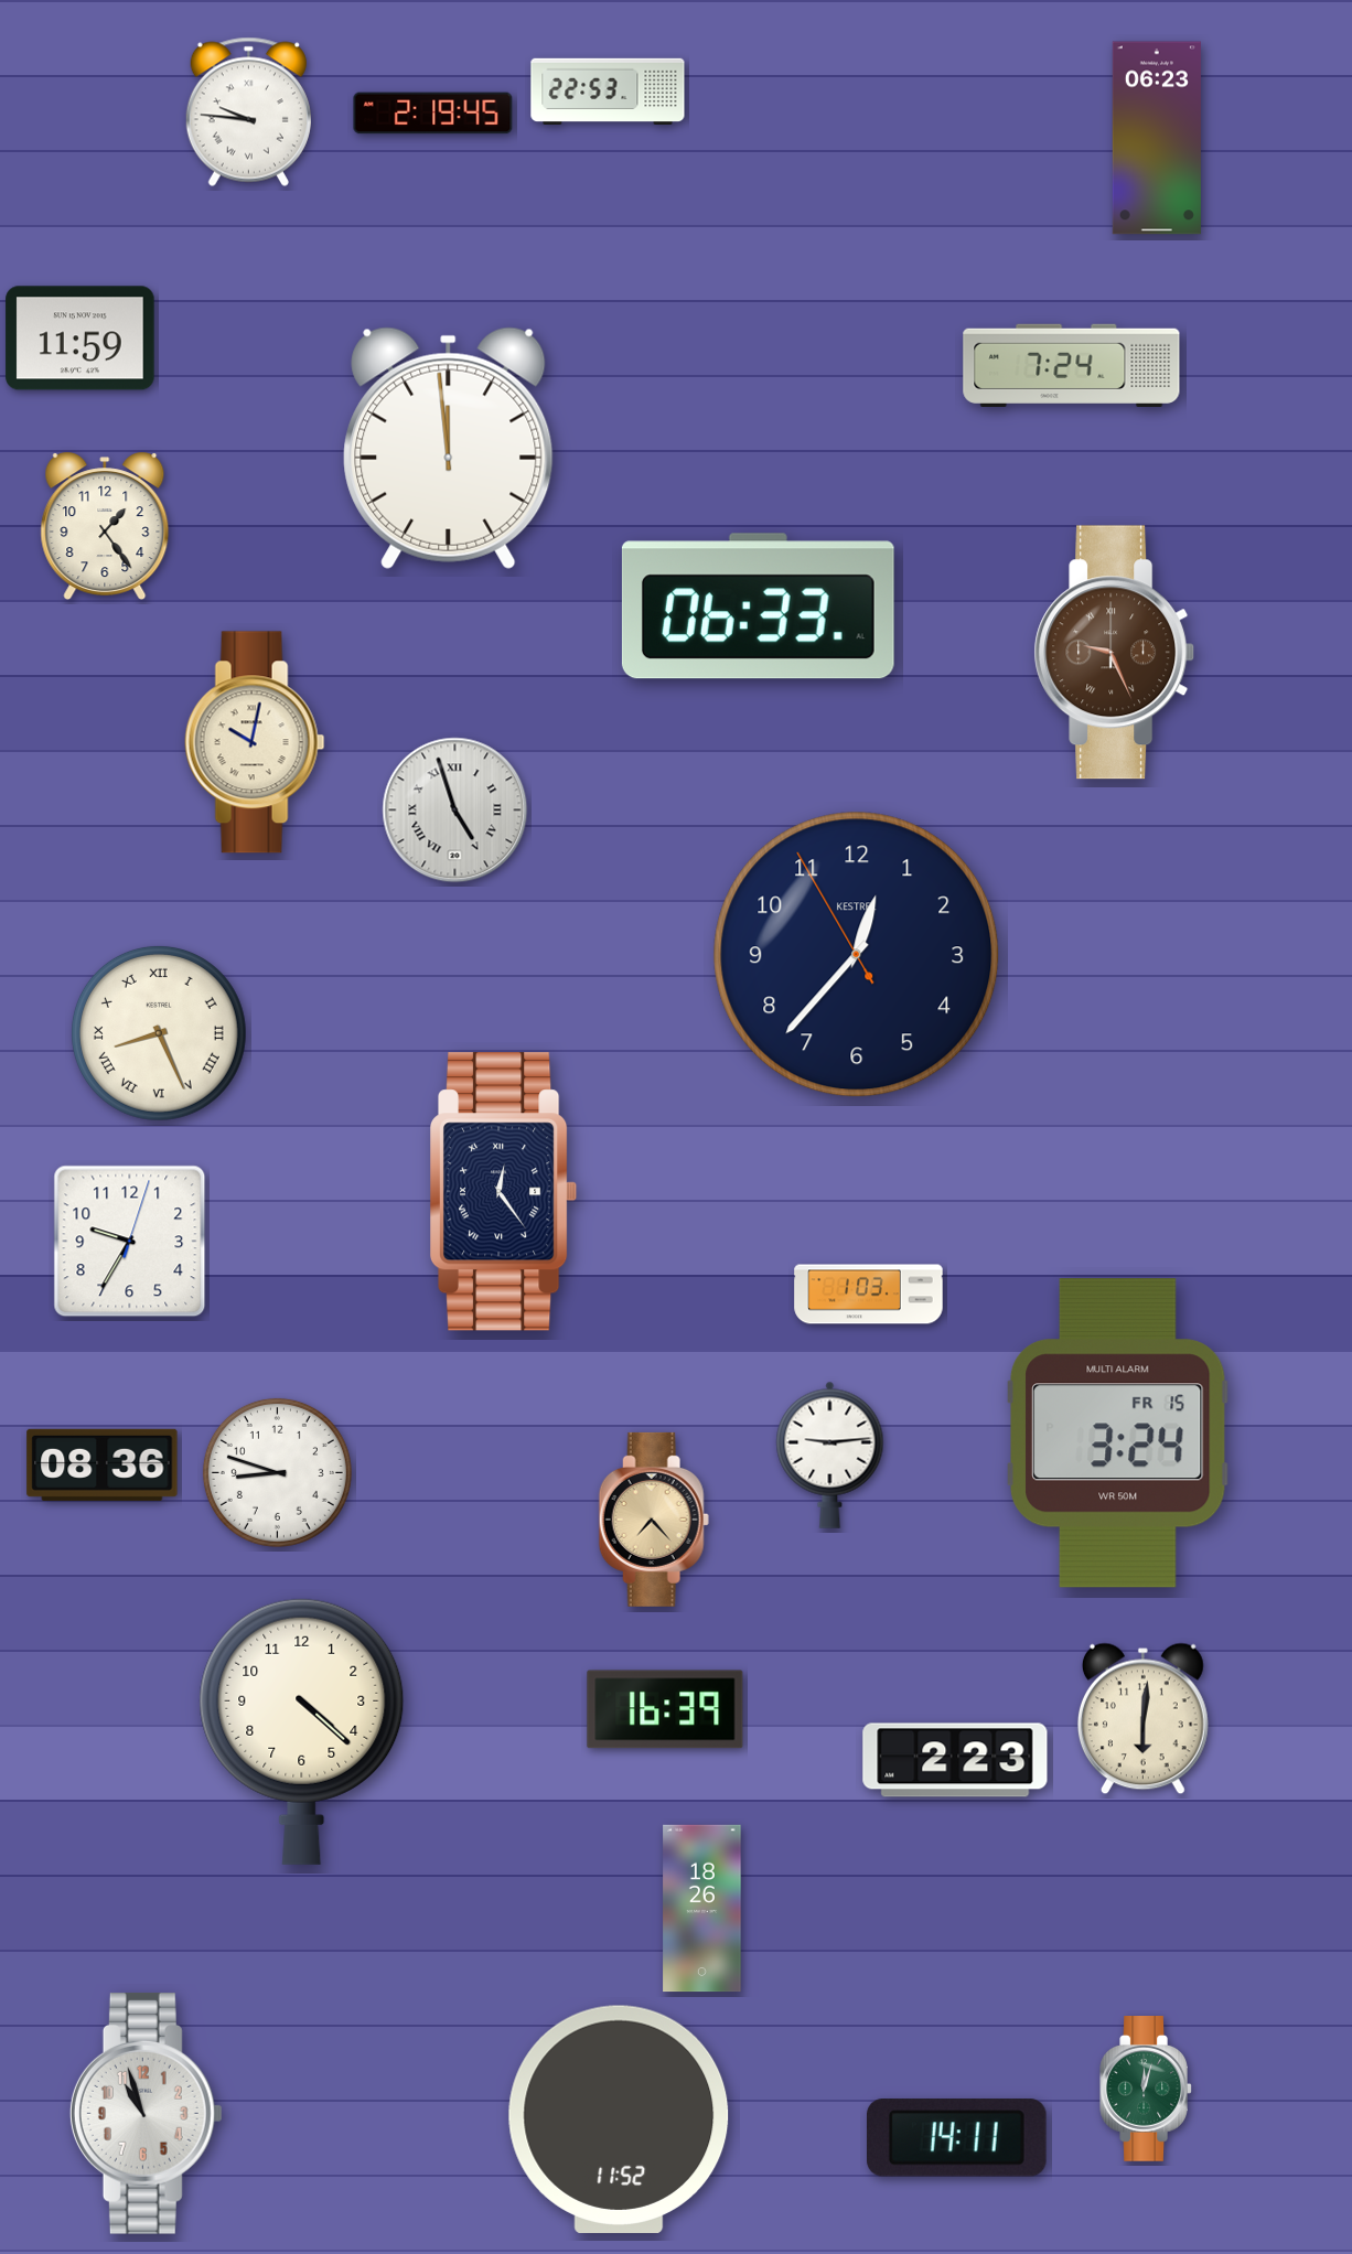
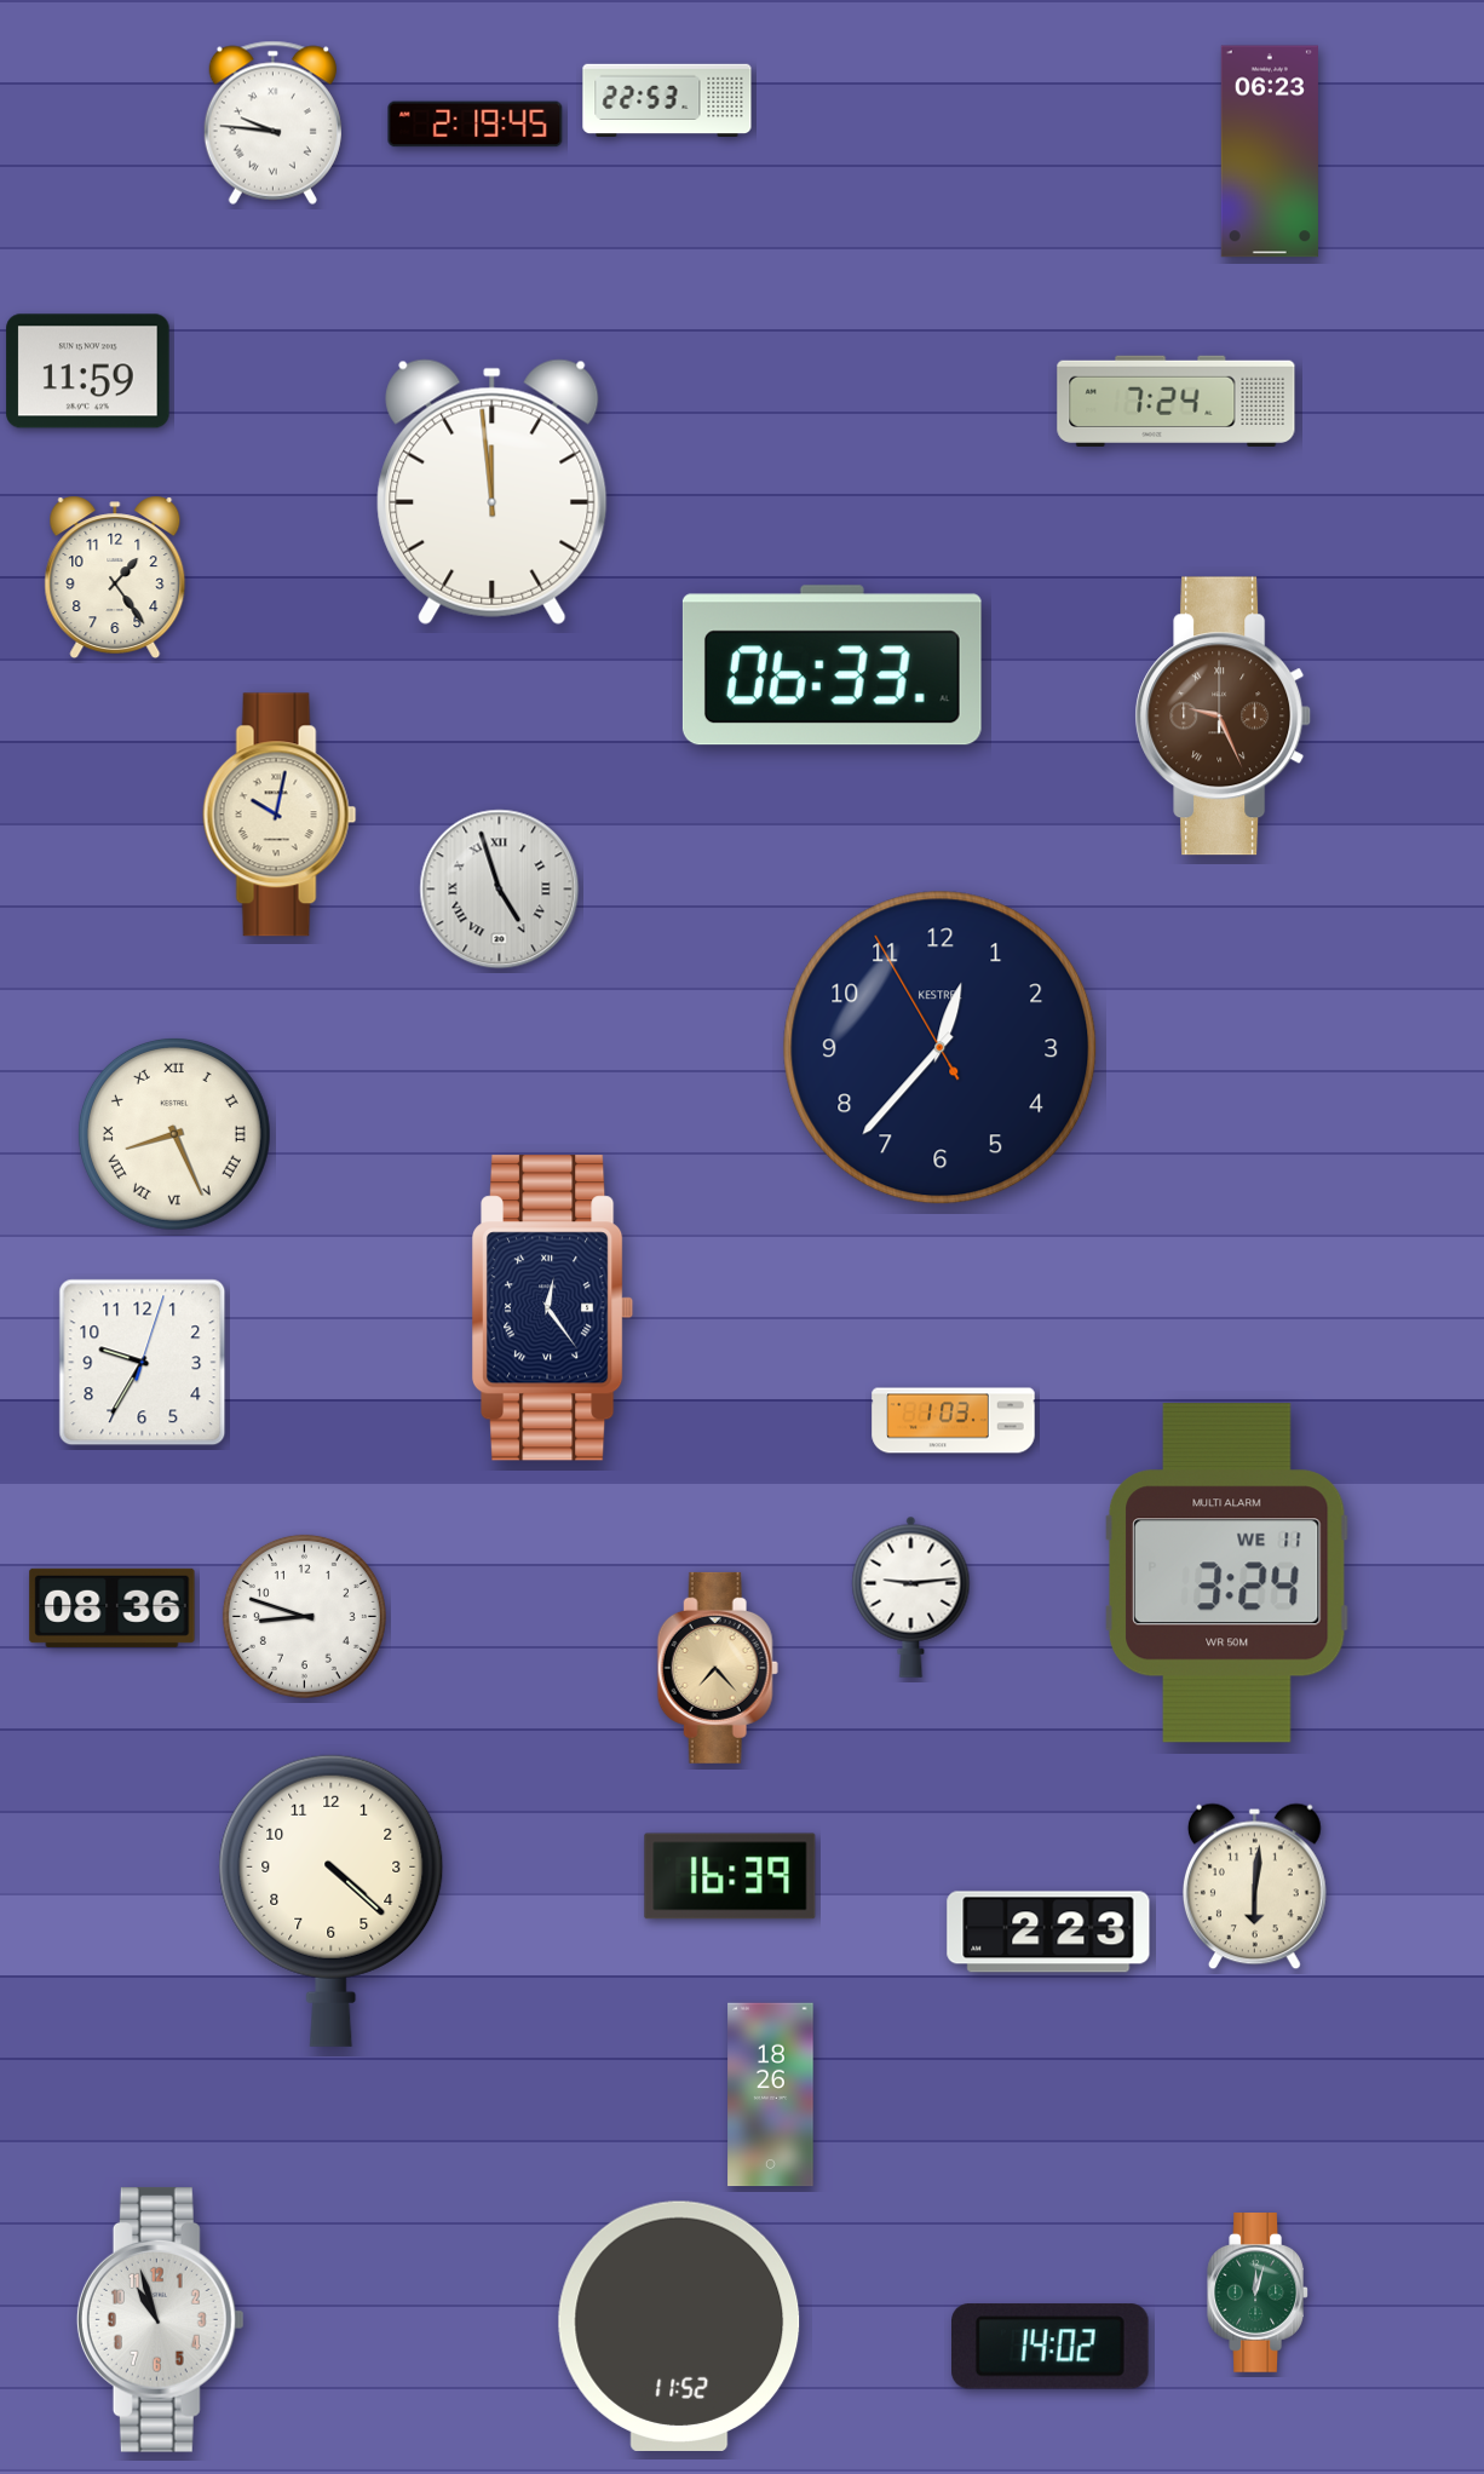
clock at (1118, 1434) date: FR 15 -> WE 11
clock at (957, 2138): 14:11 -> 14:02
